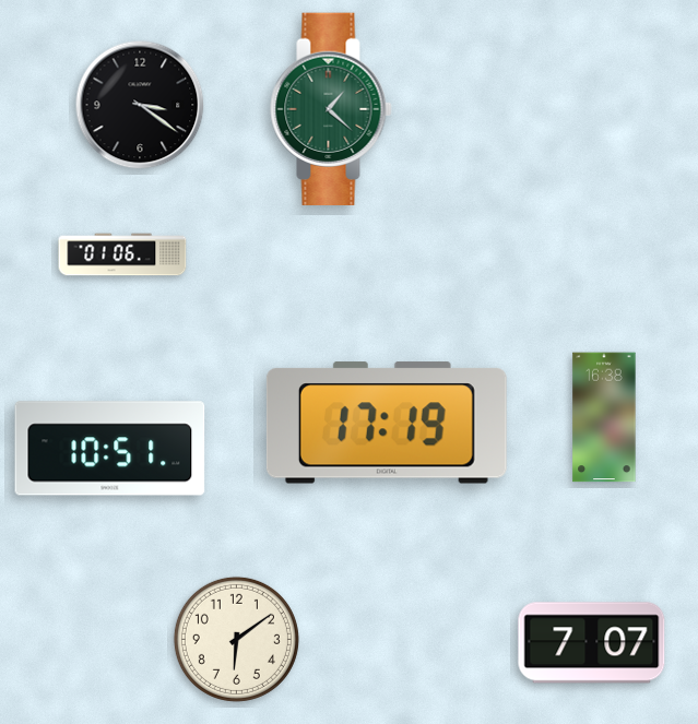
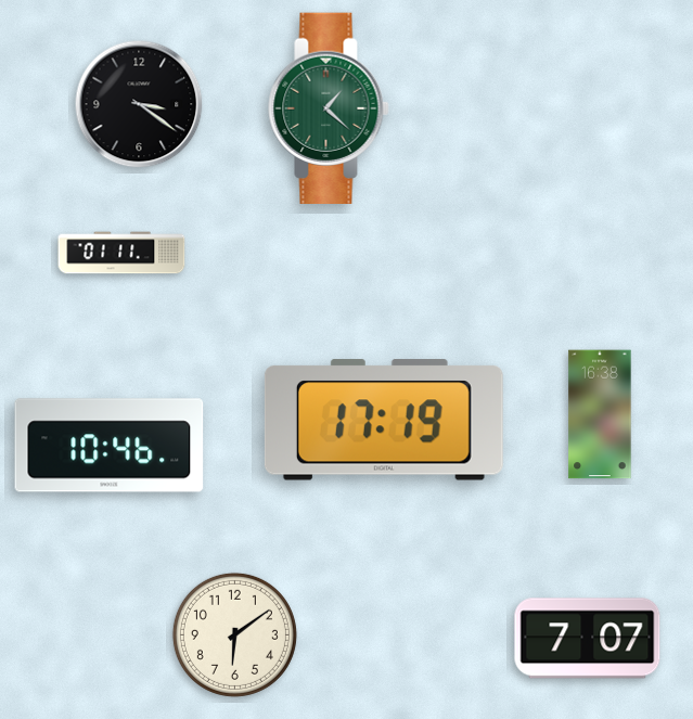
clock at (122, 254): 01:06 -> 01:11
clock at (110, 449): 10:51 -> 10:46
